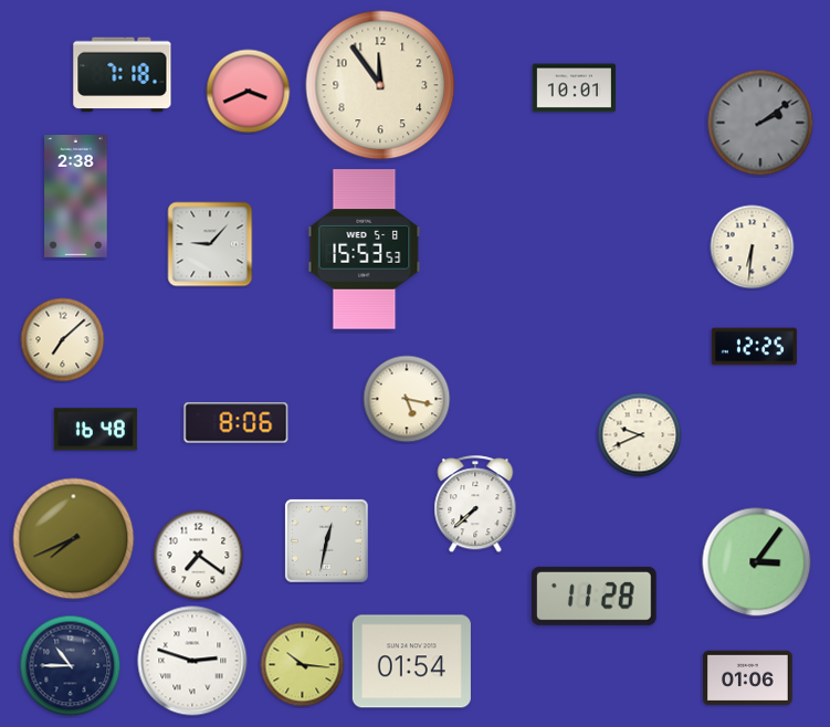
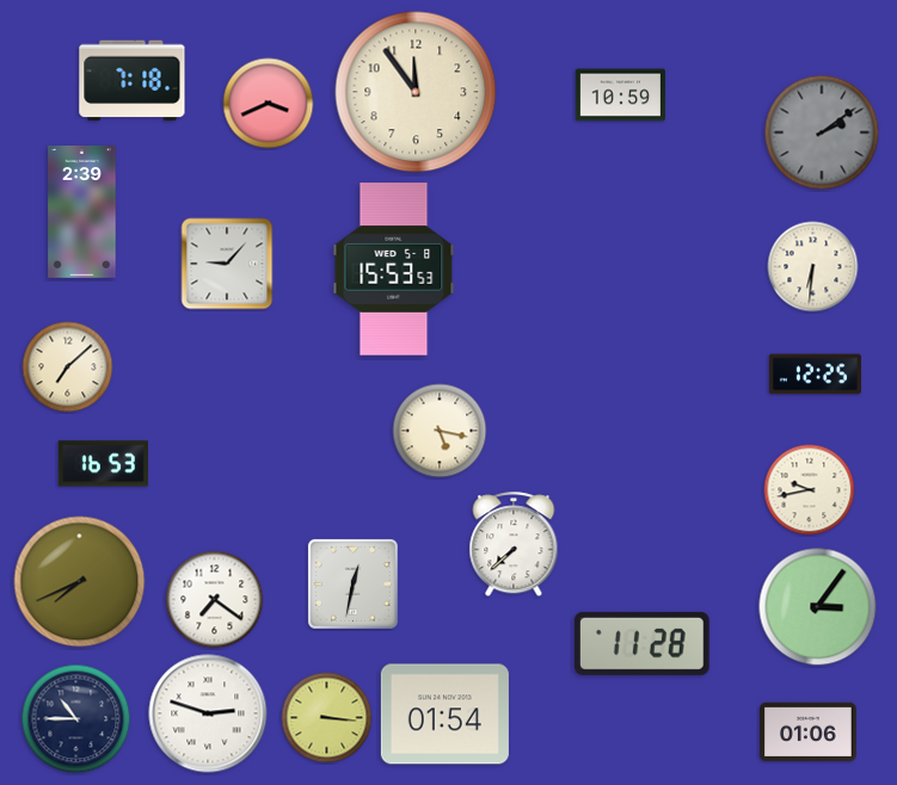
clock at (380, 85) position: (380, 85) -> (416, 92)
clock at (574, 88): 10:01 -> 10:59
clock at (249, 92) position: (249, 92) -> (269, 104)
clock at (76, 197): 2:38 -> 2:39
clock at (237, 423): 8:06 -> none
clock at (95, 430): 16:48 -> 16:53
clock at (640, 435): 9:41 -> none
clock at (810, 490): none -> 9:43
clock at (303, 665): 10:16 -> 3:16
